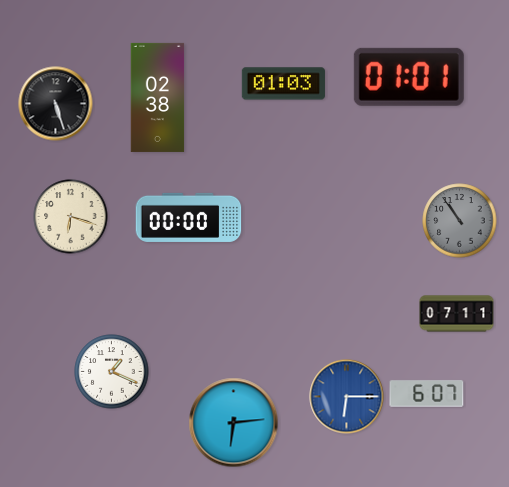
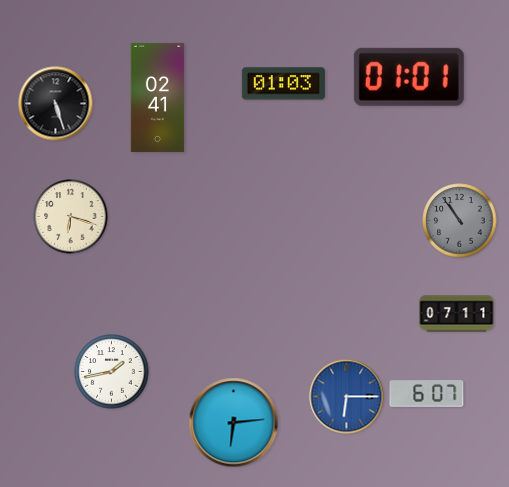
clock at (158, 97): 02:38 -> 02:41
clock at (189, 217): 00:00 -> none
clock at (112, 372): 1:19 -> 1:43
